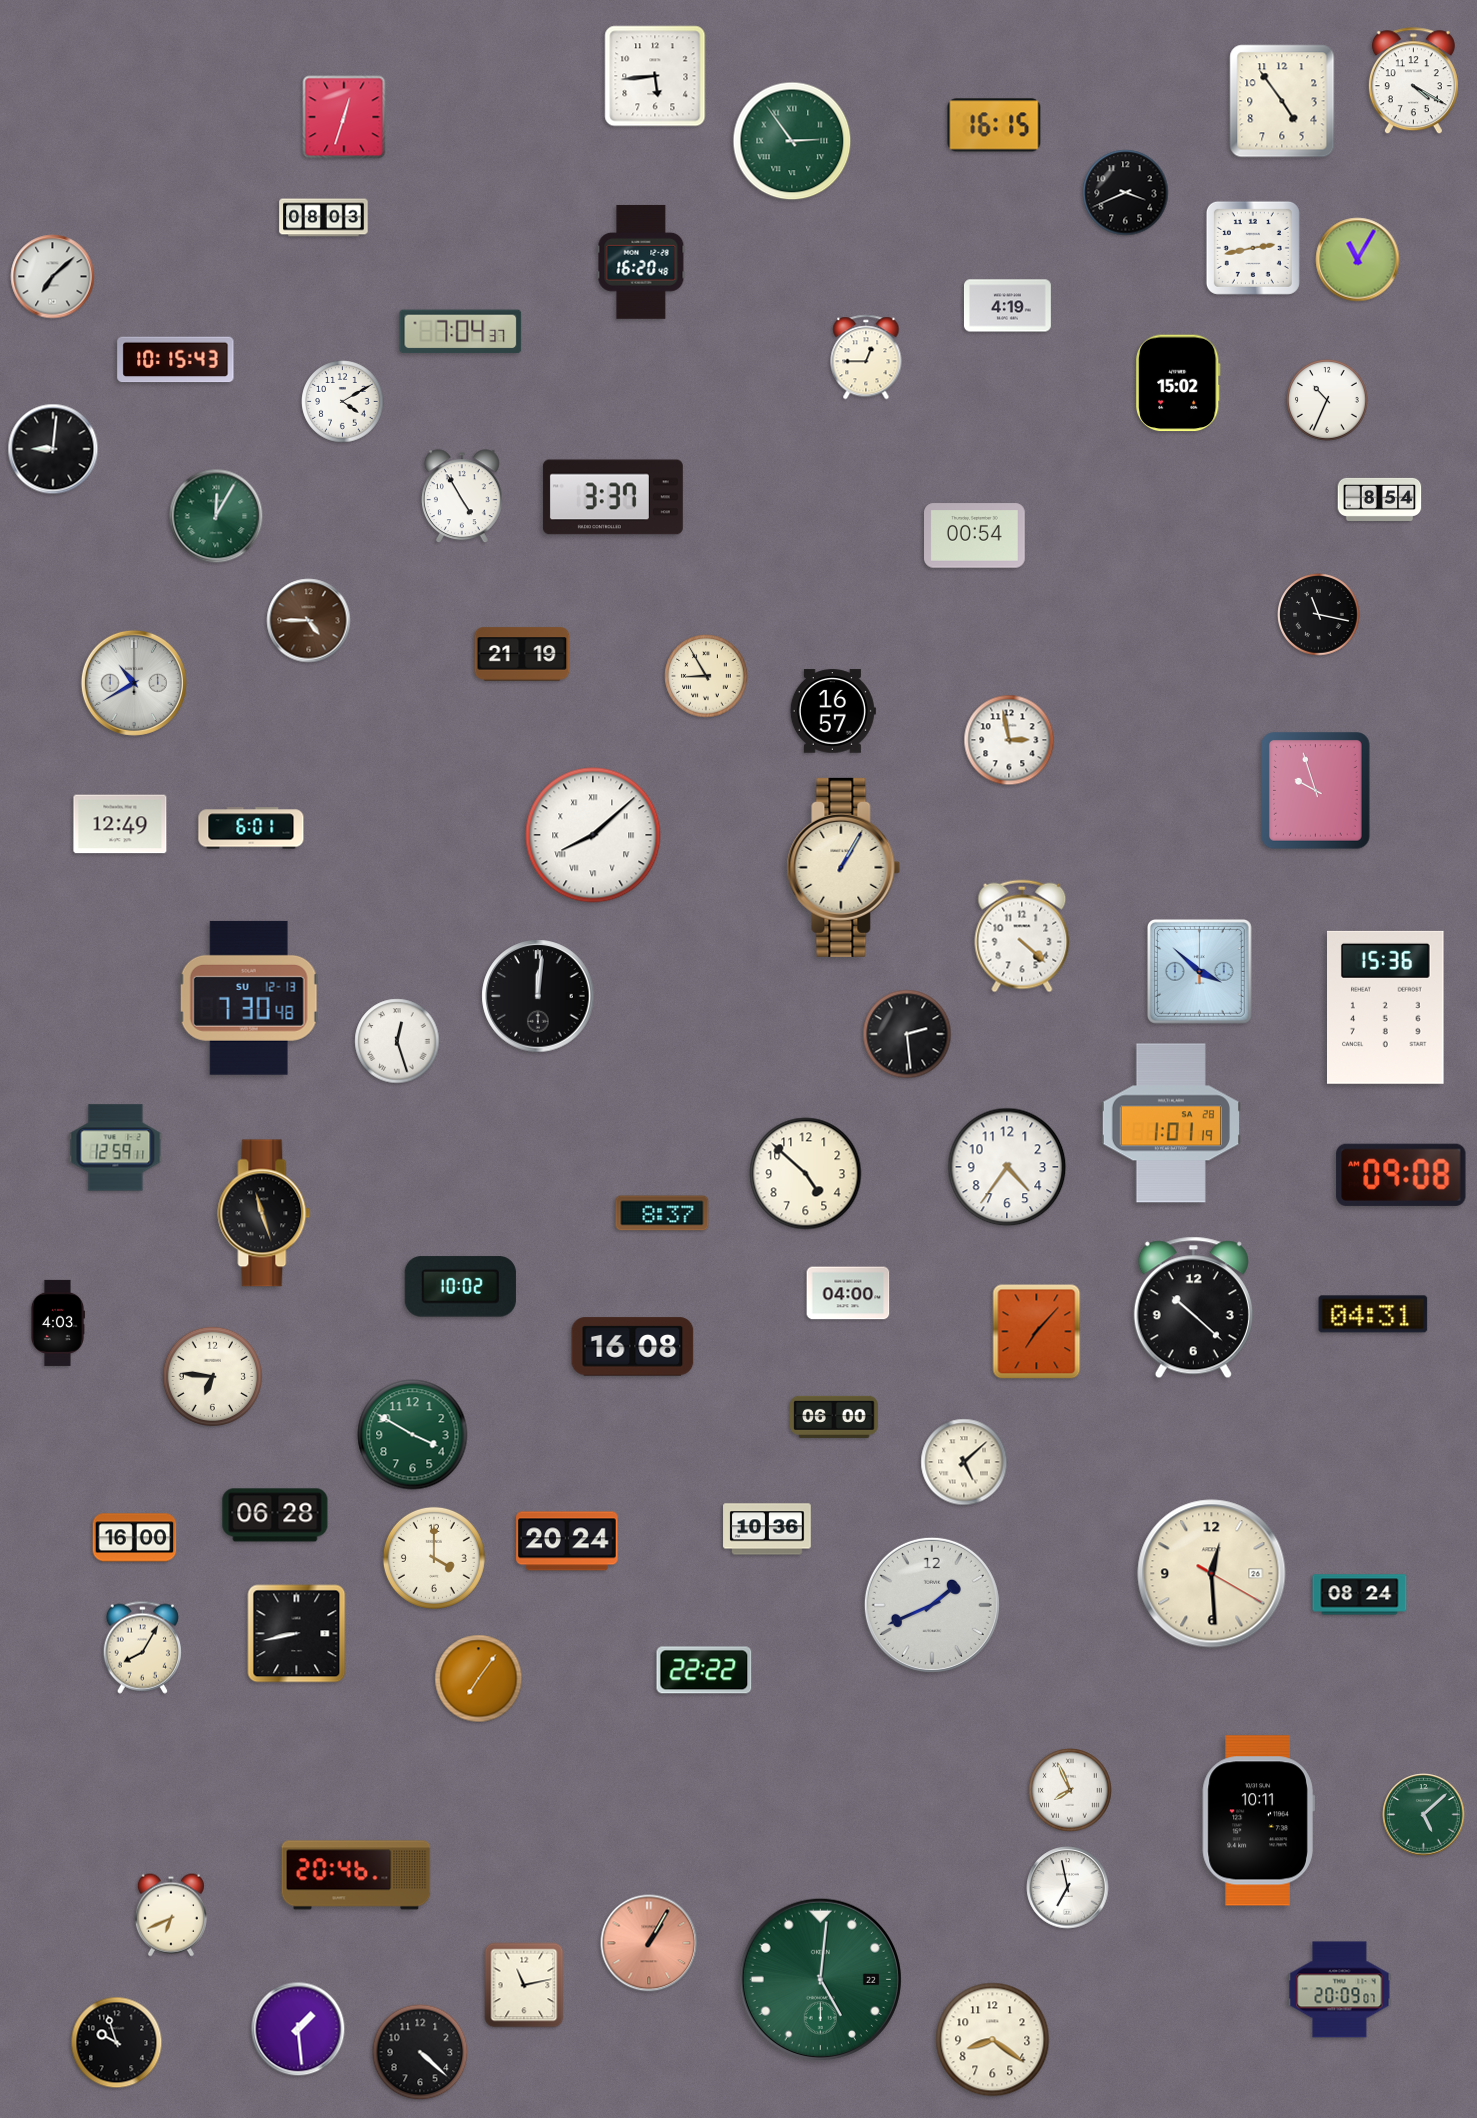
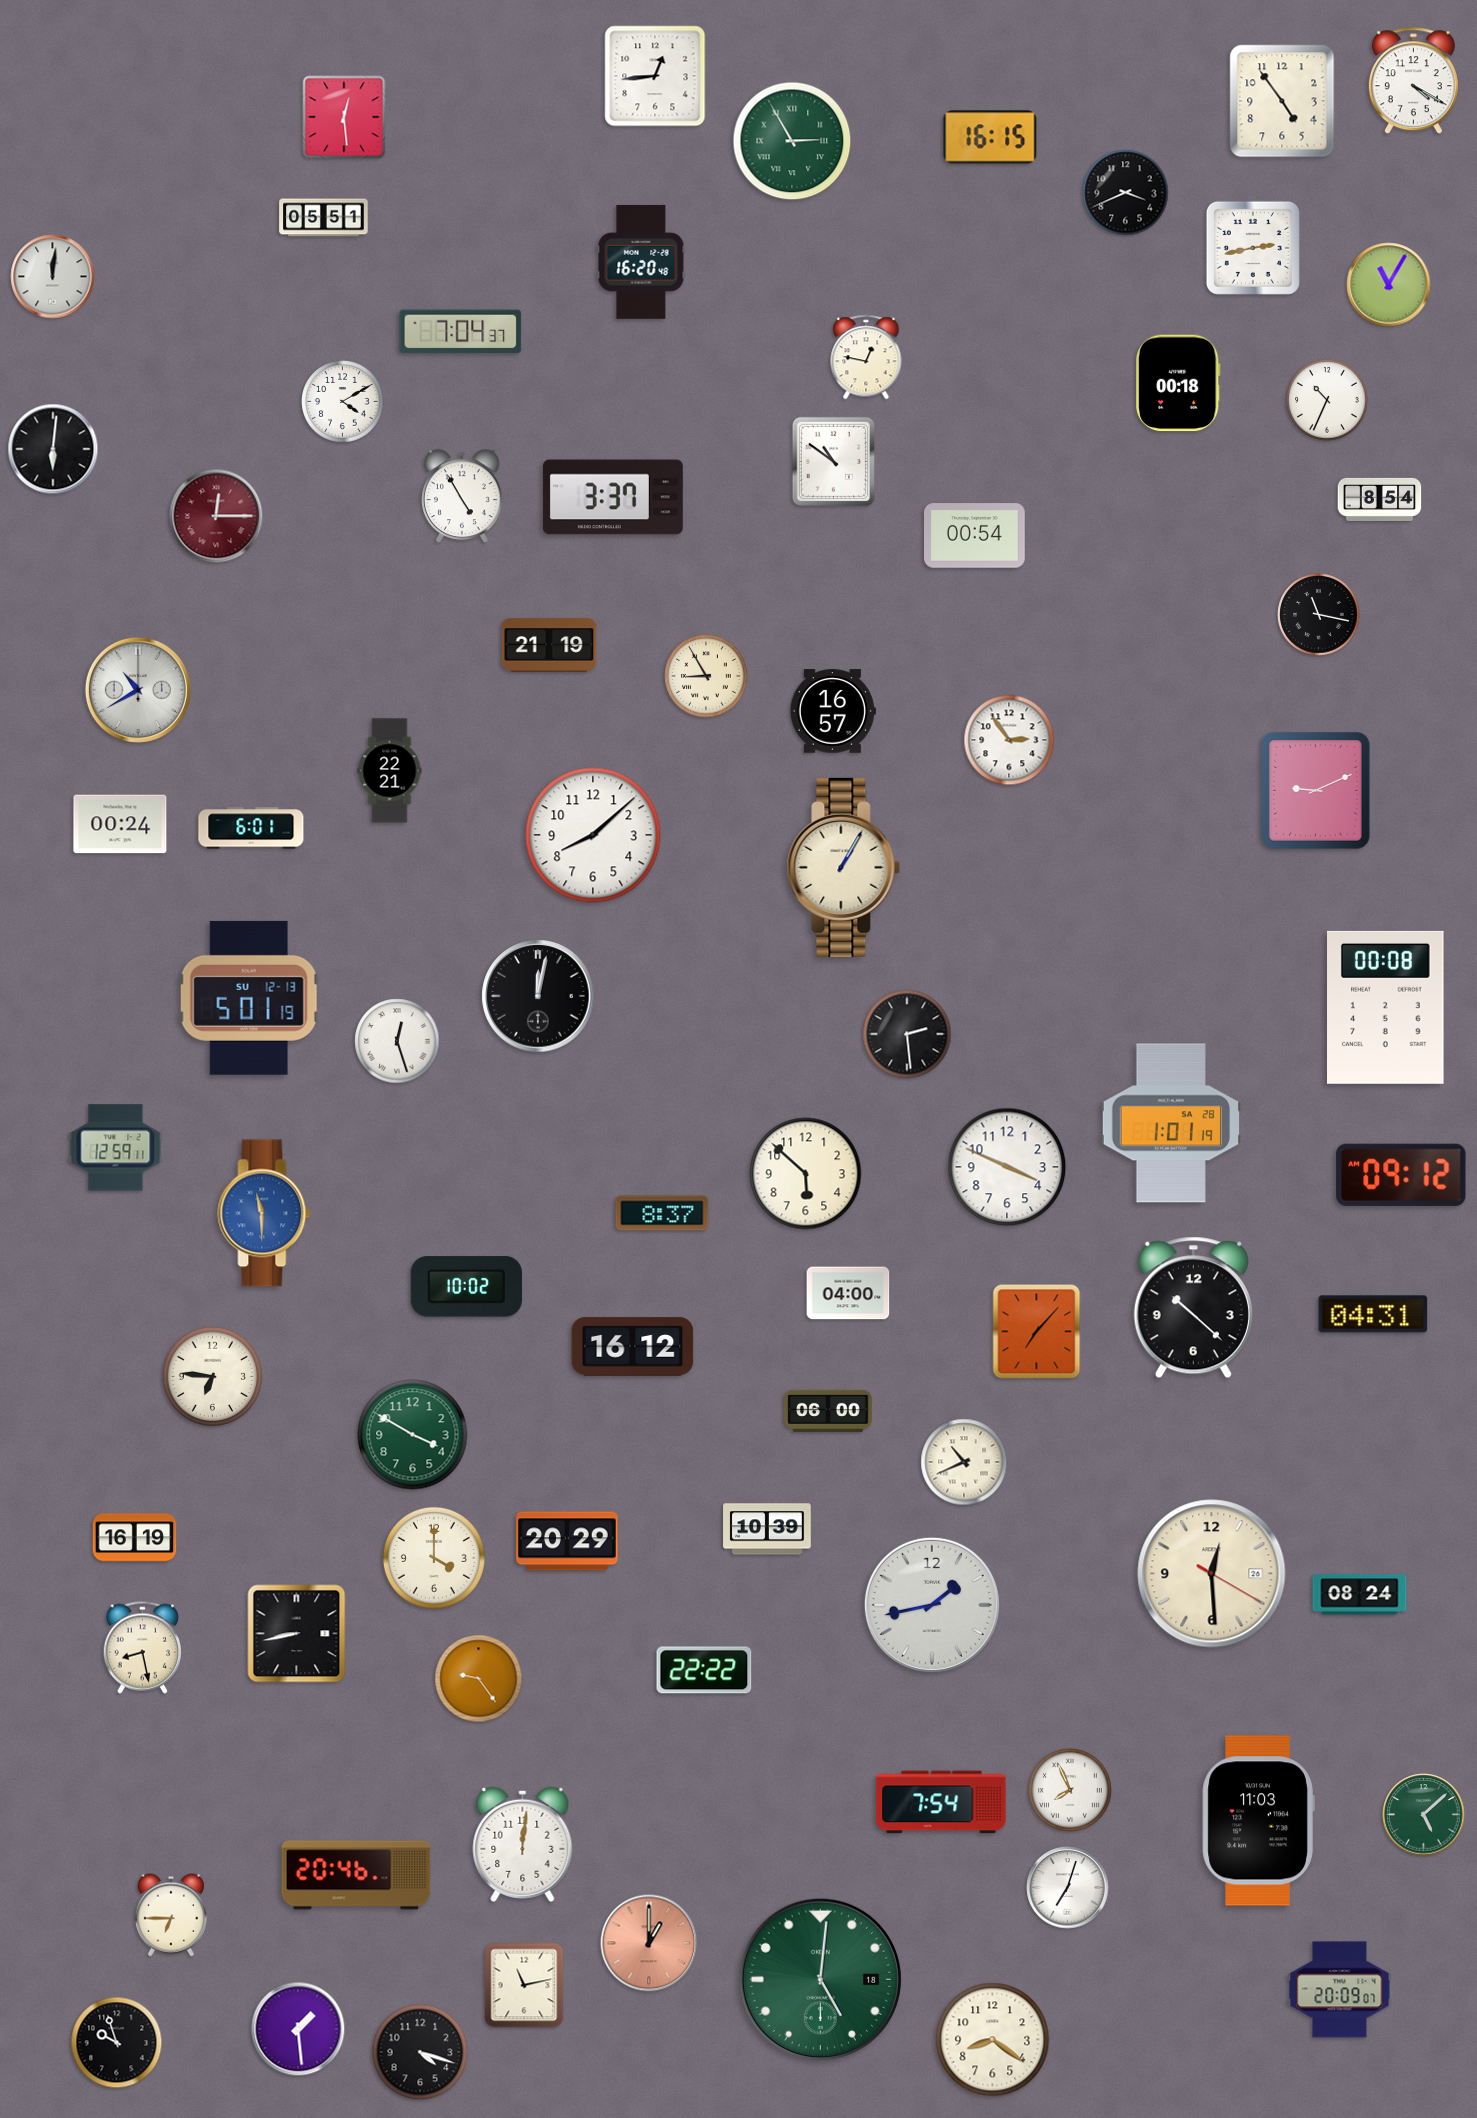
clock at (655, 76): 5:44 -> 12:44
clock at (344, 117): 12:33 -> 12:29
clock at (994, 125) position: (994, 125) -> (990, 137)
clock at (792, 141): 2:54 -> 2:55
clock at (324, 218): 08:03 -> 05:51
clock at (1358, 260) position: (1358, 260) -> (1389, 285)
clock at (53, 277): 7:08 -> 12:01
clock at (1007, 306): 4:19 -> none
clock at (866, 357): 12:45 -> 12:47
clock at (176, 360): 10:15 -> none
clock at (1178, 383): 15:02 -> 00:18
clock at (53, 449): 9:01 -> 6:01
clock at (833, 461): none -> 10:51
clock at (216, 516): 12:05 -> 12:15
clock at (216, 516) dial: green -> burgundy
clock at (309, 621): 4:45 -> none
clock at (522, 654) position: (522, 654) -> (549, 645)
clock at (134, 683) position: (134, 683) -> (138, 690)
clock at (1009, 740): 2:58 -> 2:54
clock at (390, 771): none -> 22:21
clock at (1316, 791): 9:57 -> 9:11
clock at (120, 824): 12:49 -> 00:24
clock at (593, 835) numerals: Roman -> Arabic
clock at (1022, 936): 4:22 -> none
clock at (1199, 971): 3:52 -> none
clock at (538, 996): 12:01 -> 12:02
clock at (249, 998): 7:30 -> 5:01
clock at (1386, 1007): 15:36 -> 00:08
clock at (1007, 1167): 4:36 -> 3:49
clock at (806, 1174): 4:52 -> 5:52
clock at (1401, 1175): 09:08 -> 09:12
clock at (264, 1213): 11:27 -> 11:30
clock at (264, 1213) dial: black -> blue
clock at (460, 1287) position: (460, 1287) -> (466, 1287)
clock at (57, 1323): 4:03 -> none
clock at (633, 1347): 16:08 -> 16:12
clock at (834, 1417) position: (834, 1417) -> (828, 1411)
clock at (964, 1462): 5:08 -> 10:41
clock at (275, 1515): 06:28 -> none
clock at (767, 1529): 10:36 -> 10:39
clock at (135, 1538): 16:00 -> 16:19
clock at (567, 1541): 20:24 -> 20:29
clock at (932, 1605): 1:41 -> 1:43
clock at (142, 1647): 8:05 -> 8:28
clock at (479, 1679): 7:06 -> 9:24
clock at (941, 1802): none -> 7:54
clock at (1258, 1821): 10:11 -> 11:03
clock at (523, 1844): none -> 12:01
clock at (1068, 1888): 6:58 -> 7:03
clock at (171, 1915): 6:41 -> 6:45
clock at (649, 1943): 1:05 -> 1:00
clock at (820, 1979) date: 22 -> 18
clock at (420, 2052): 4:22 -> 4:18
